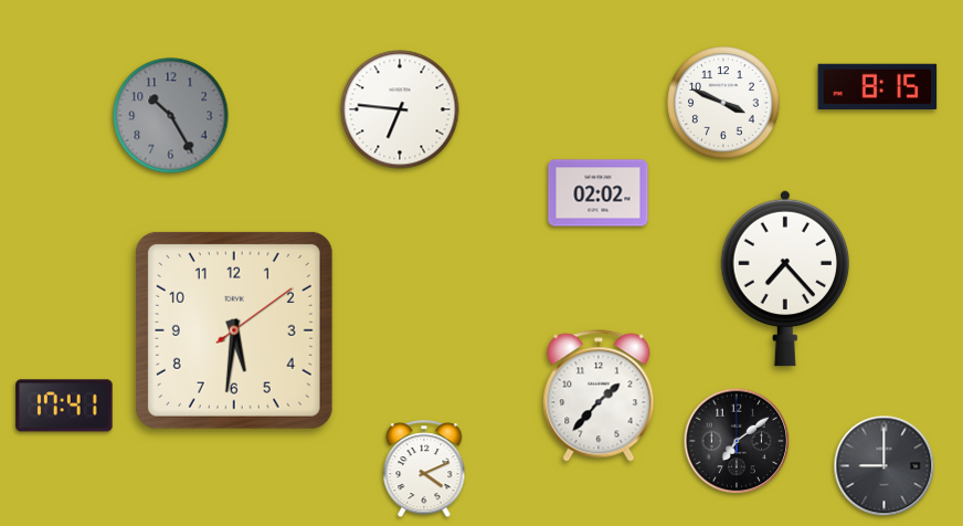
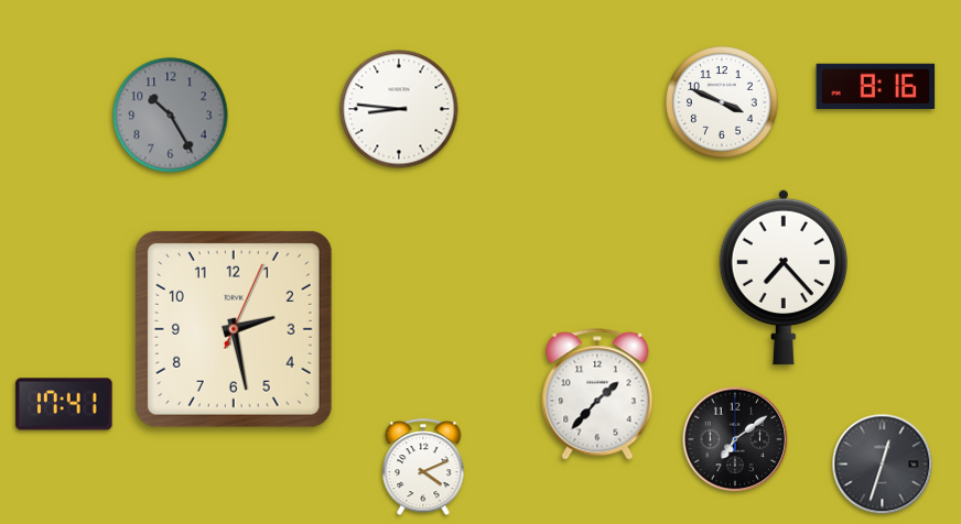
clock at (878, 86): 8:15 -> 8:16
clock at (400, 109): 6:46 -> 8:46
clock at (599, 193): 02:02 -> none
clock at (234, 330): 5:31 -> 2:28
clock at (885, 466): 9:00 -> 12:33
